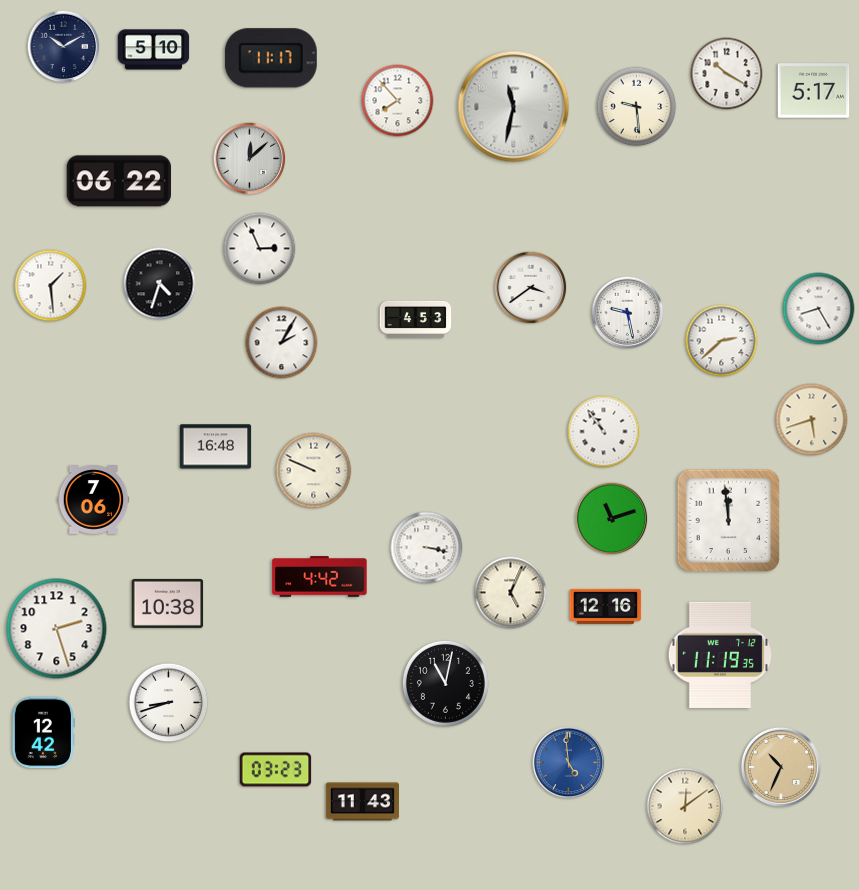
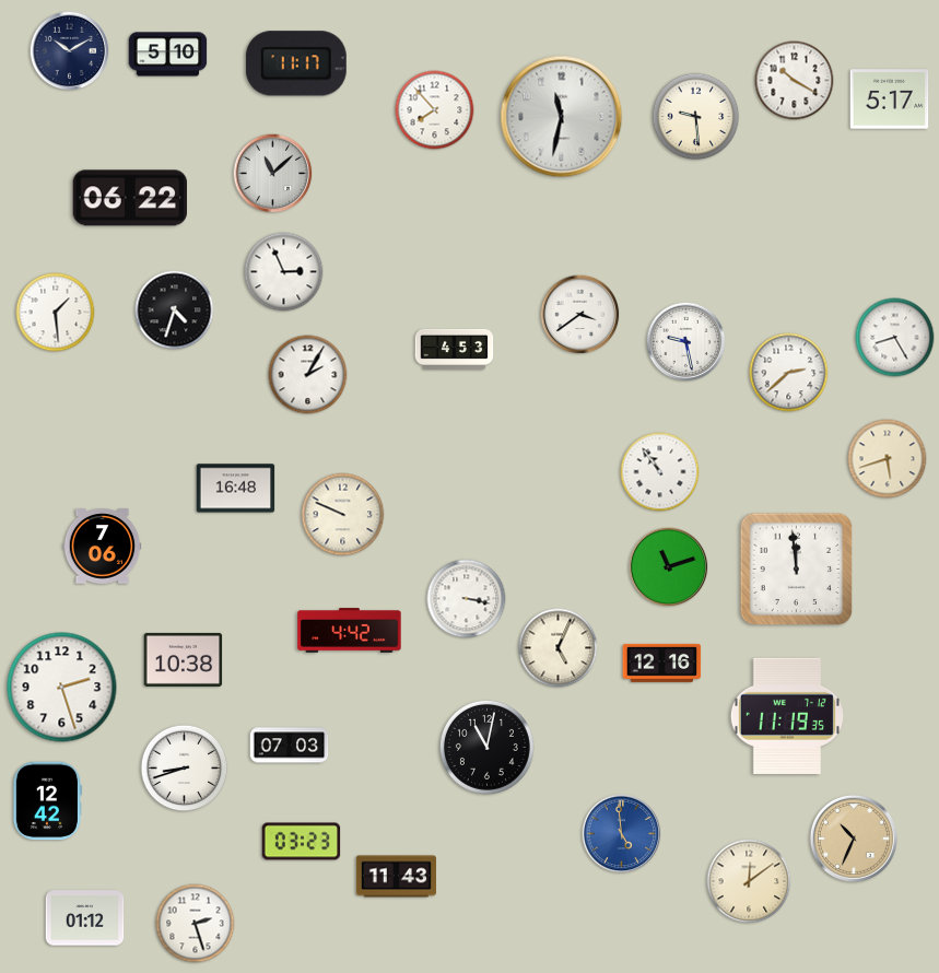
clock at (250, 159): 12:08 -> 11:08
clock at (290, 746): none -> 07:03
clock at (85, 918): none -> 01:12
clock at (196, 924): none -> 2:27
